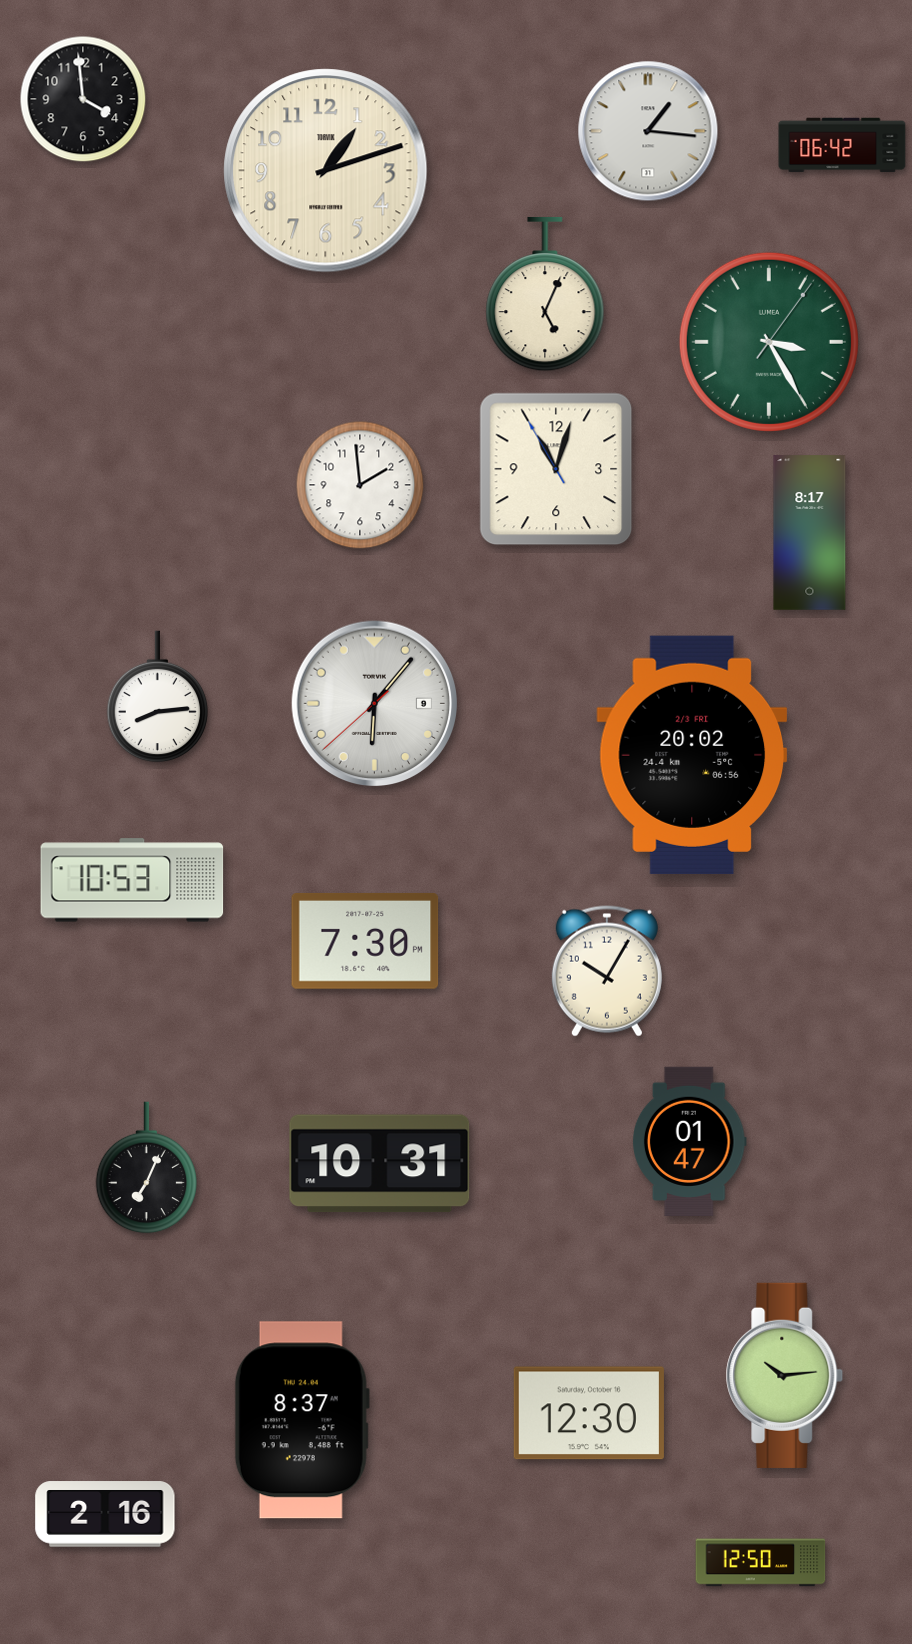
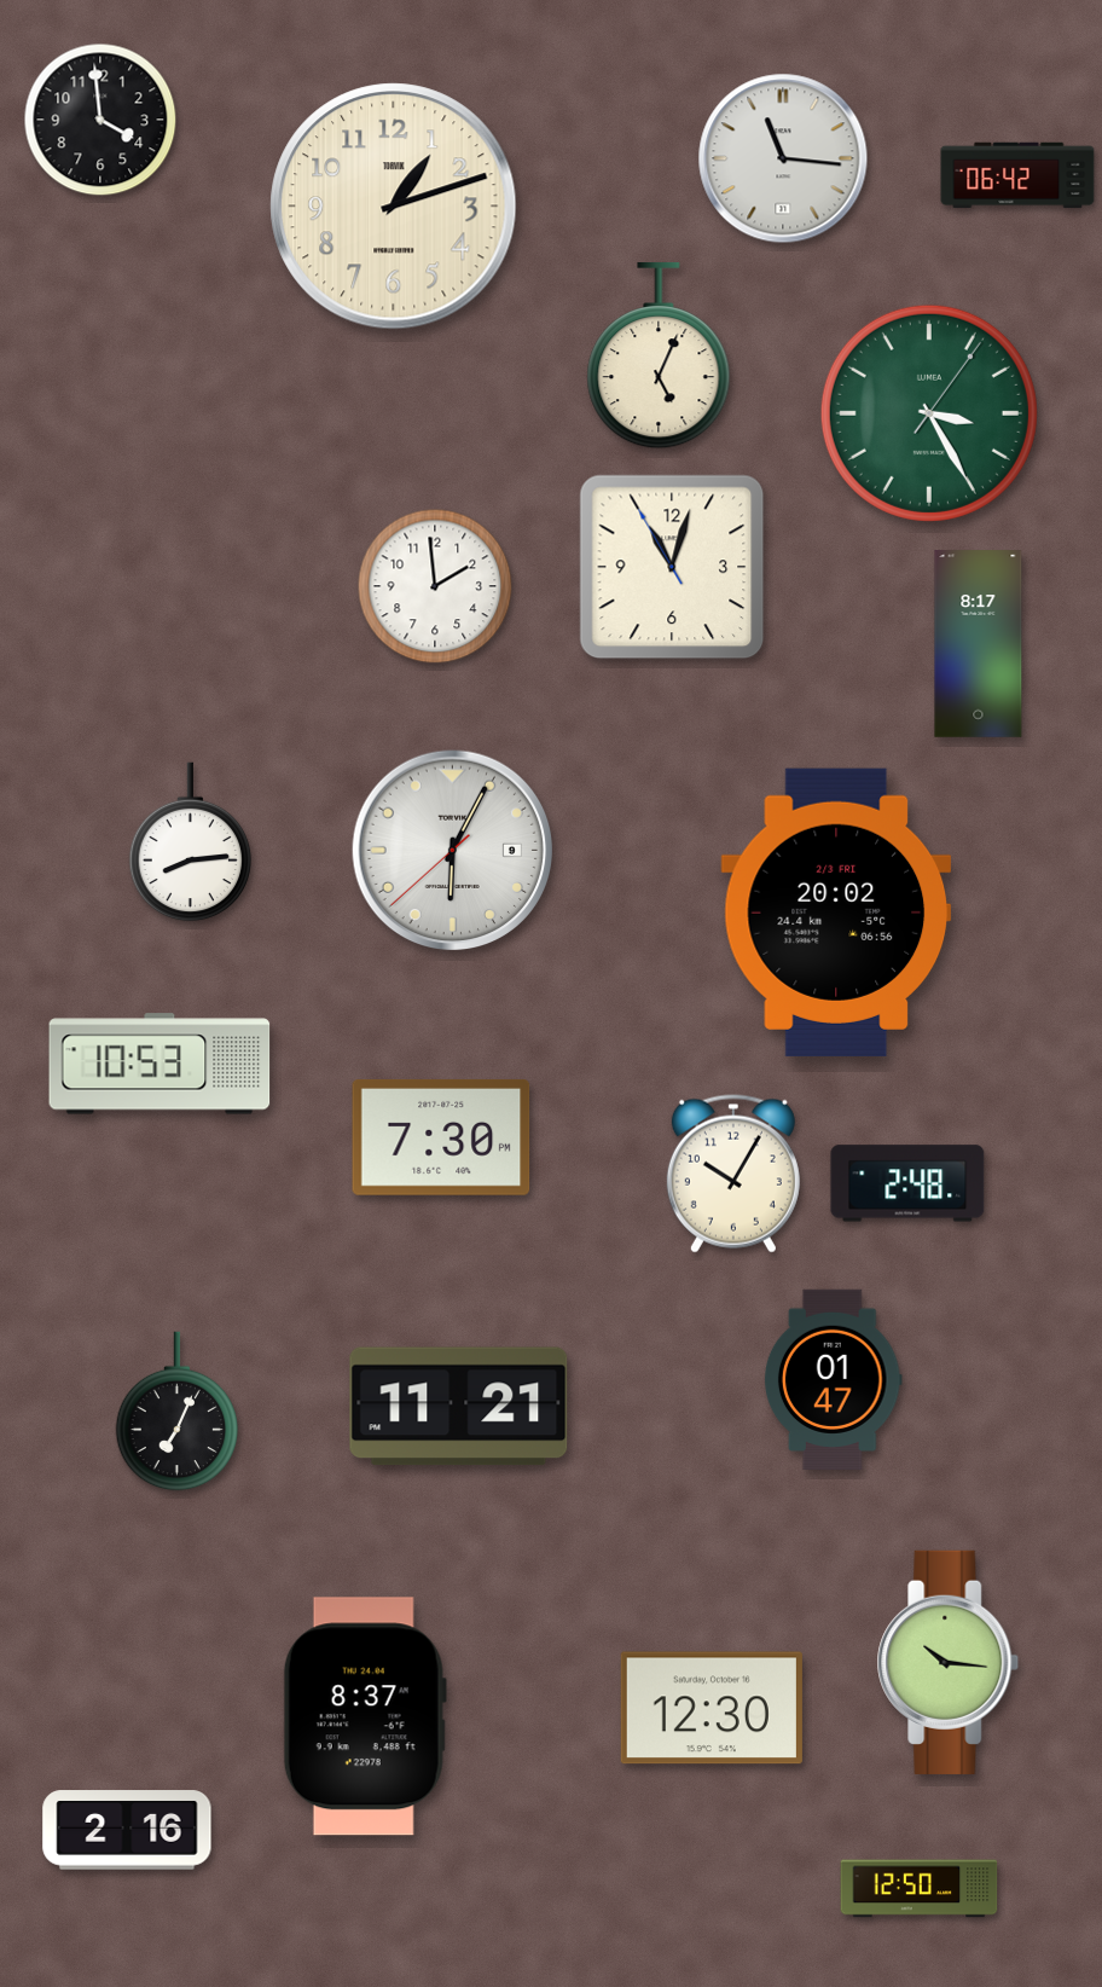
clock at (648, 131): 1:16 -> 11:16
clock at (375, 704): 6:06 -> 6:04
clock at (907, 1183): none -> 2:48
clock at (380, 1164): 10:31 -> 11:21
clock at (785, 1375): 10:14 -> 10:16
